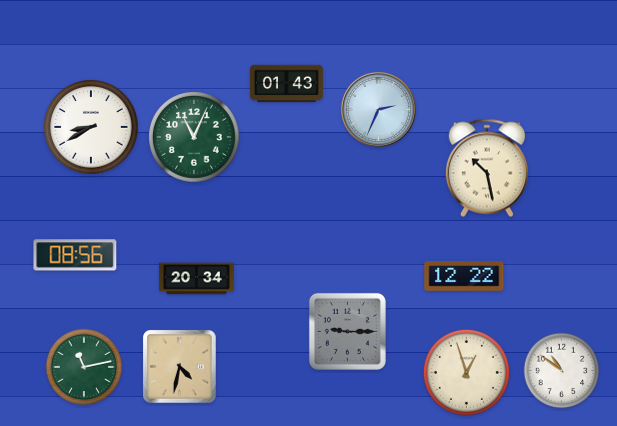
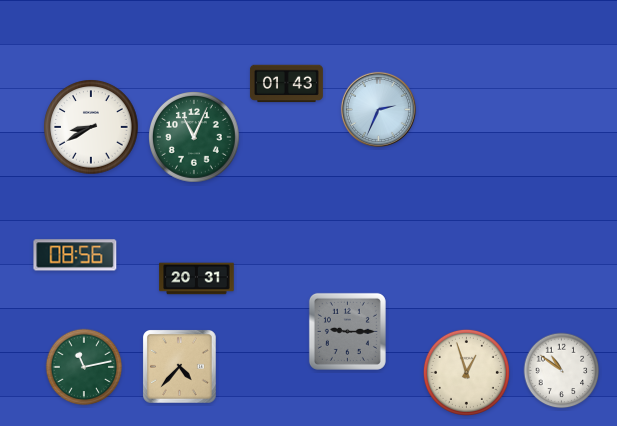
clock at (487, 168): 10:28 -> none
clock at (464, 277): 12:22 -> none
clock at (197, 279): 20:34 -> 20:31
clock at (180, 367): 4:32 -> 4:37
